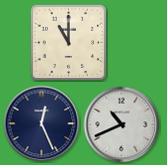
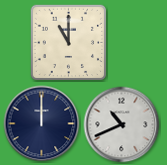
clock at (42, 124): 12:26 -> 12:00
